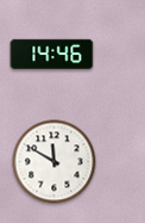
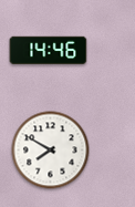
clock at (55, 162): 11:50 -> 7:50
